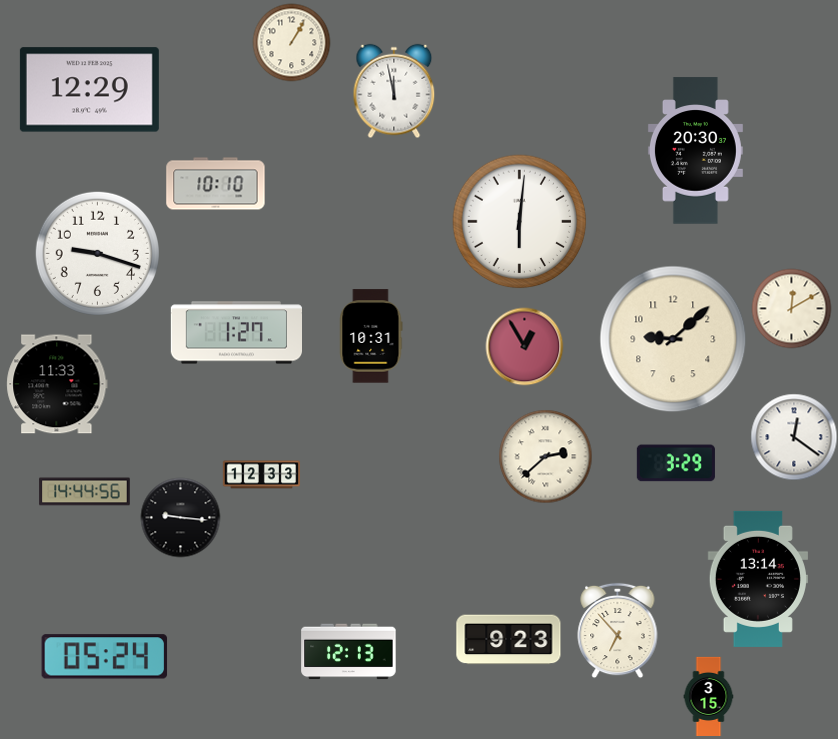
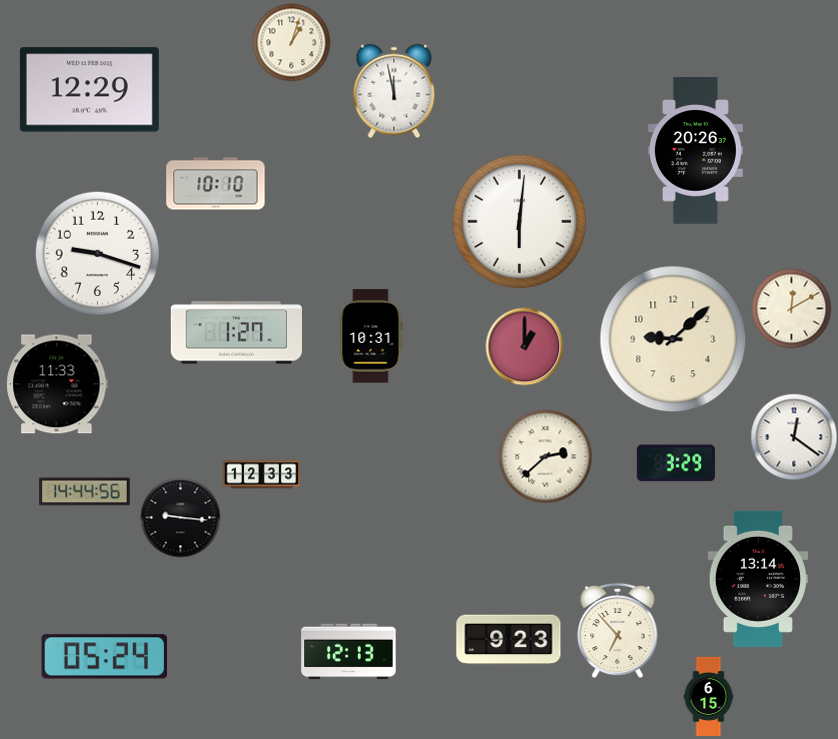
clock at (291, 42): 1:05 -> 1:03
clock at (695, 151): 20:30 -> 20:26
clock at (524, 346): 12:55 -> 1:00
clock at (709, 696): 3:15 -> 6:15
